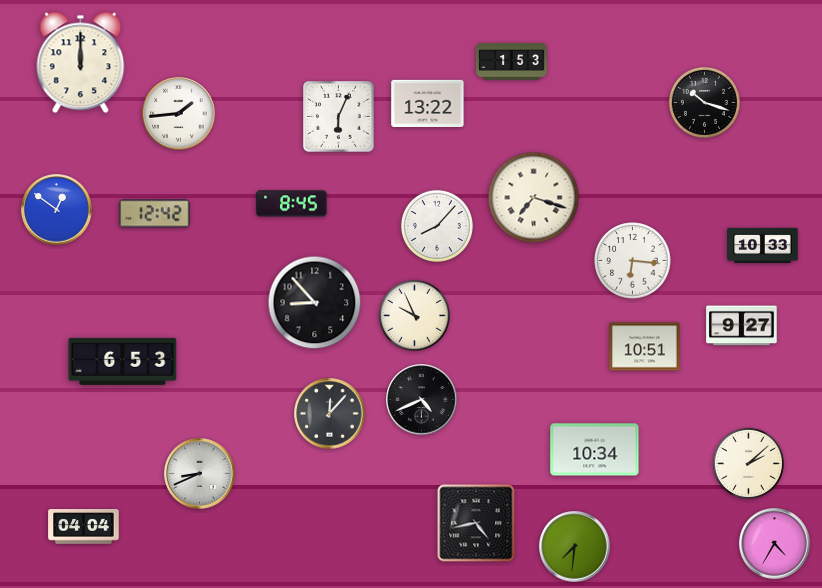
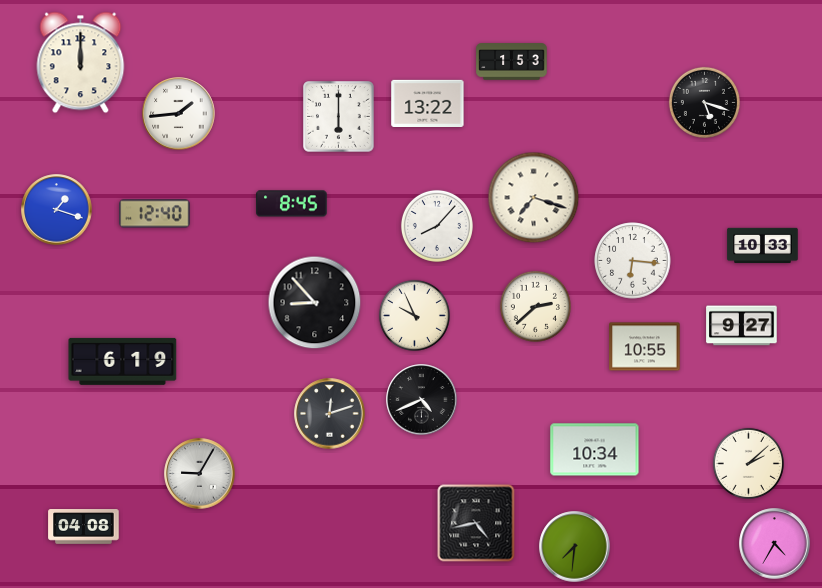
clock at (704, 102): 10:18 -> 5:18
clock at (339, 117): 6:04 -> 6:00
clock at (57, 210): 12:51 -> 1:18
clock at (155, 214): 12:42 -> 12:40
clock at (535, 306): none -> 2:38
clock at (645, 347): 10:51 -> 10:55
clock at (123, 361): 6:53 -> 6:19
clock at (330, 414): 12:07 -> 12:12
clock at (200, 474): 8:41 -> 9:05
clock at (84, 527): 04:04 -> 04:08
